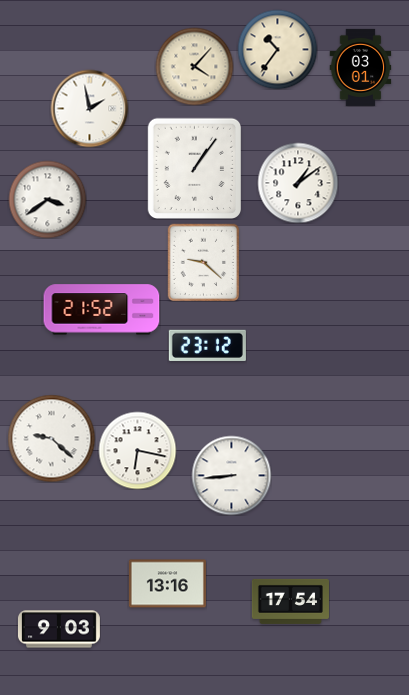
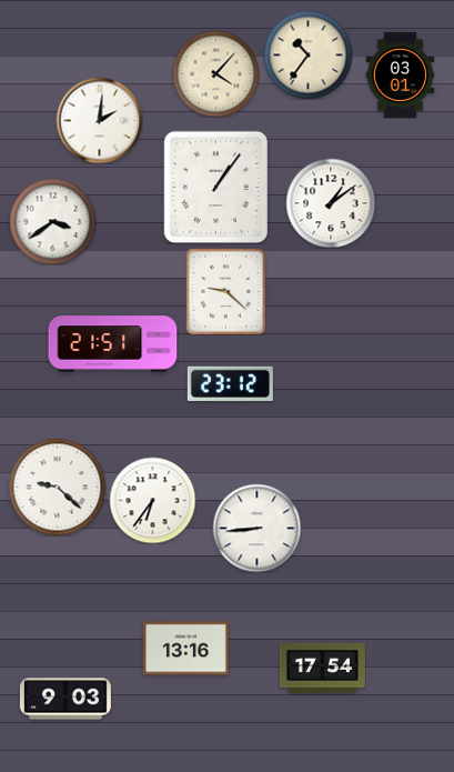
clock at (89, 108): 1:58 -> 2:01
clock at (102, 310): 21:52 -> 21:51
clock at (137, 450): 6:17 -> 6:36
